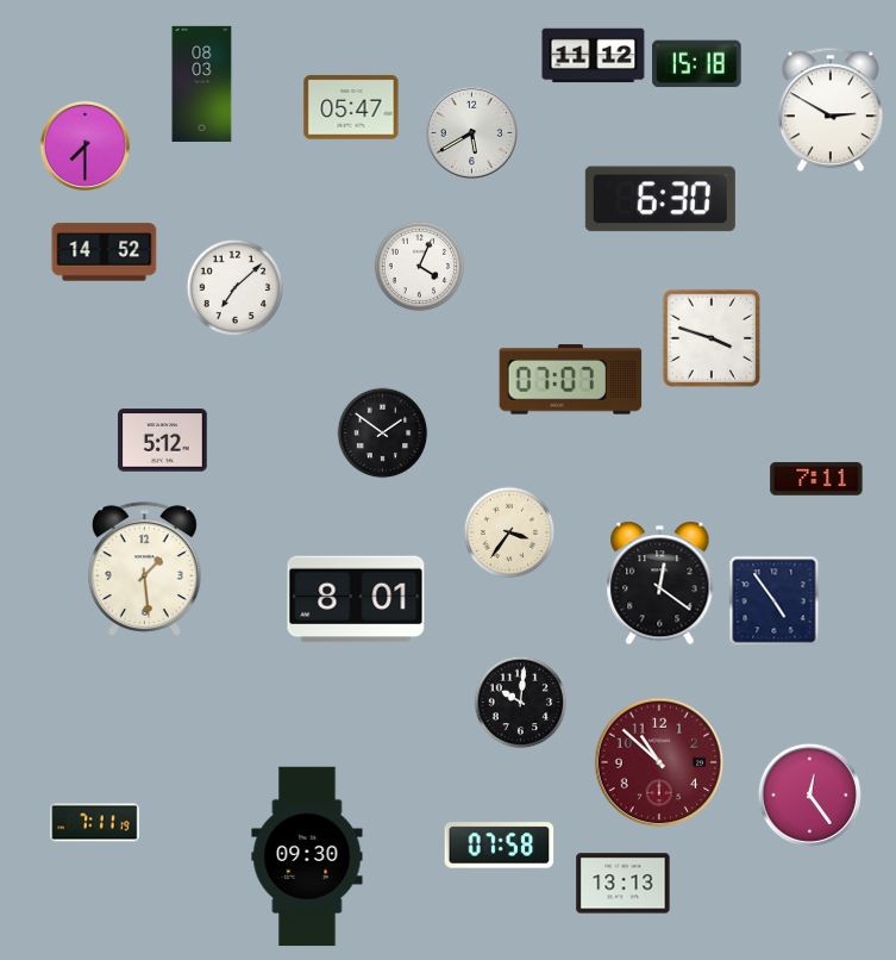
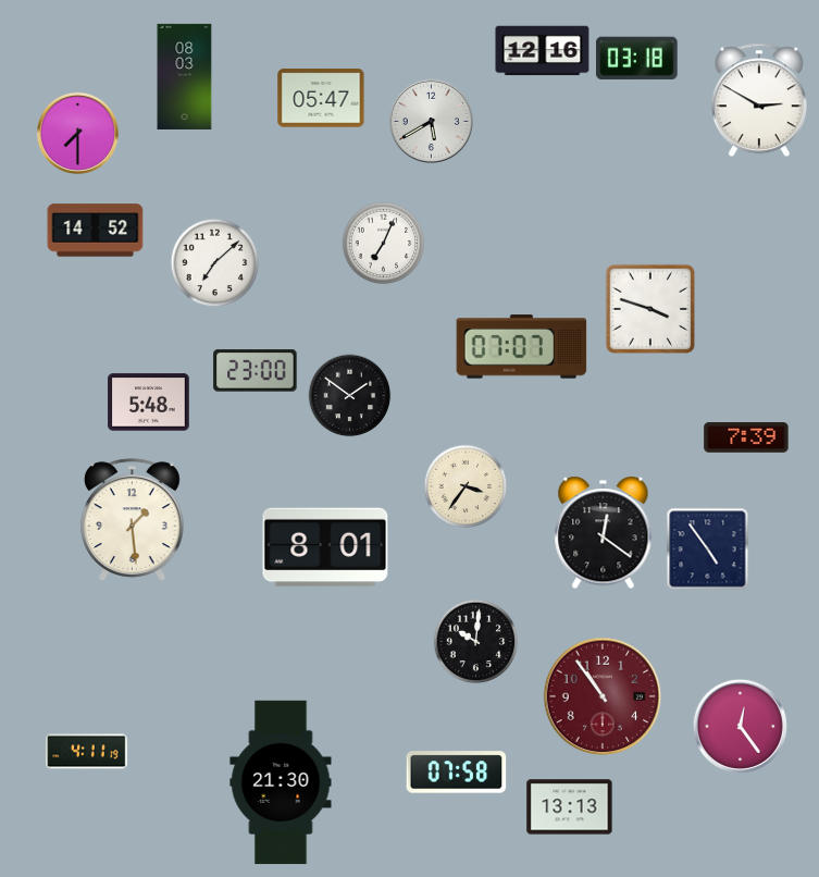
clock at (594, 56): 11:12 -> 12:16
clock at (697, 64): 15:18 -> 03:18
clock at (660, 199): 6:30 -> none
clock at (420, 267): 4:04 -> 7:04
clock at (256, 371): none -> 23:00
clock at (163, 441): 5:12 -> 5:48
clock at (816, 480): 7:11 -> 7:39
clock at (659, 762): 10:52 -> 10:54
clock at (95, 823): 7:11 -> 4:11
clock at (307, 856): 09:30 -> 21:30
